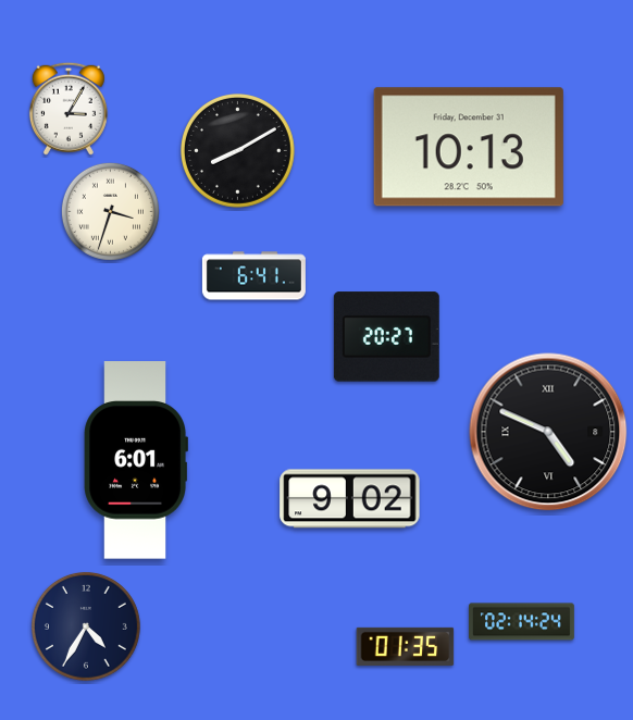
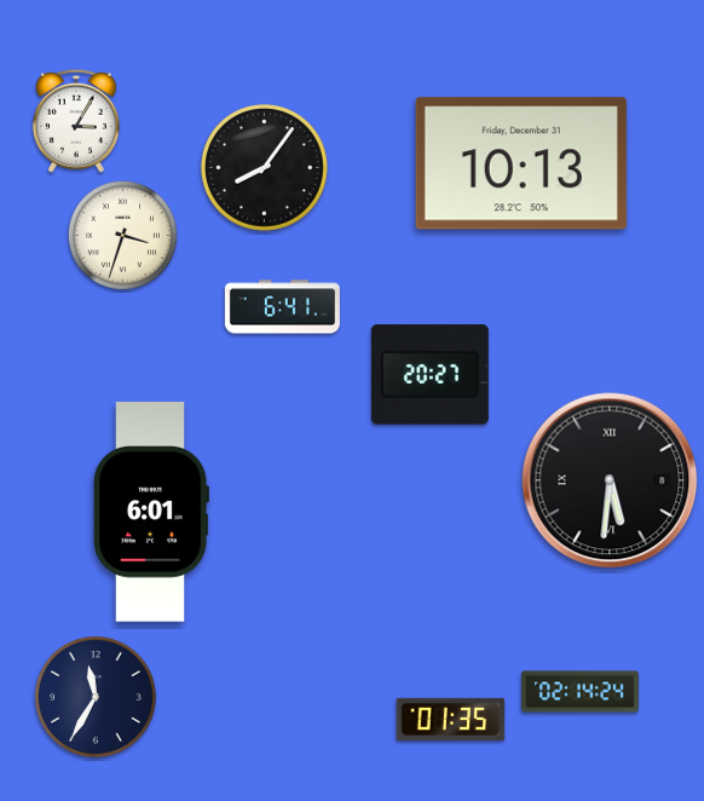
clock at (238, 151): 8:10 -> 8:06
clock at (548, 432): 4:49 -> 5:31
clock at (350, 499): 9:02 -> none
clock at (86, 626): 4:35 -> 11:35
